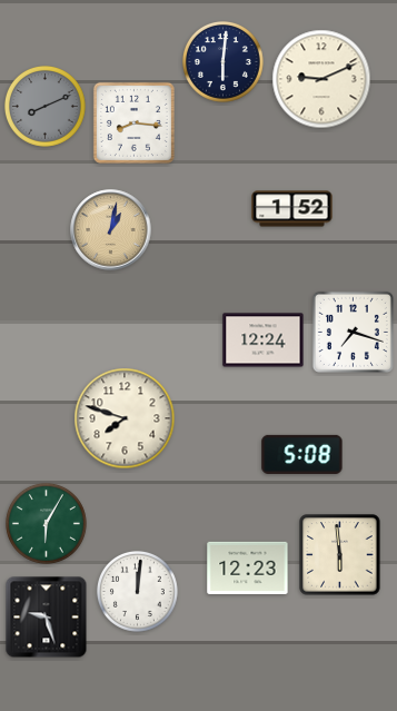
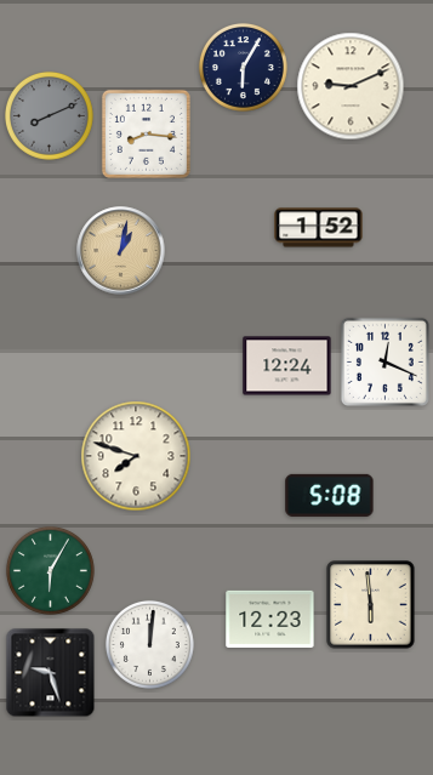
clock at (222, 61): 6:01 -> 6:05
clock at (353, 332): 7:18 -> 12:19
clock at (264, 340) position: (264, 340) -> (287, 366)
